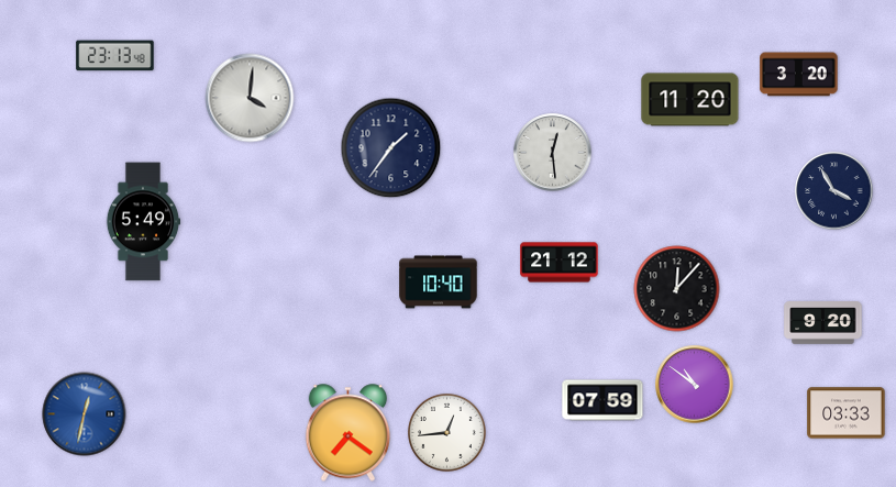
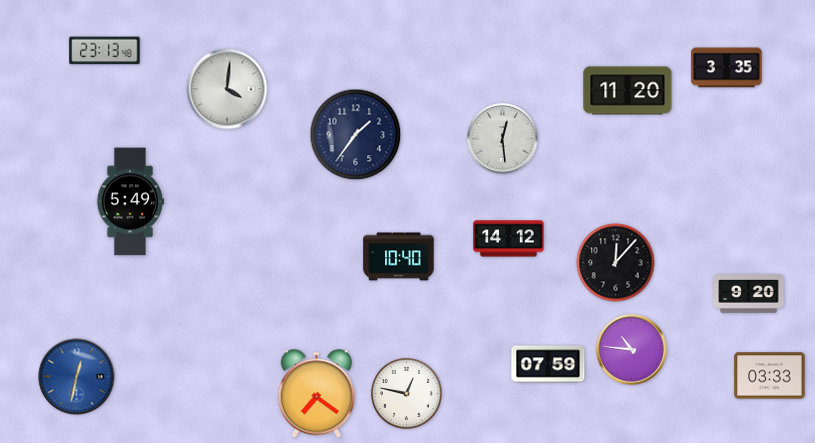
clock at (799, 75): 3:20 -> 3:35
clock at (834, 191): 3:55 -> none
clock at (560, 263): 21:12 -> 14:12
clock at (695, 385): 10:51 -> 10:46
clock at (446, 432): 12:44 -> 12:47
